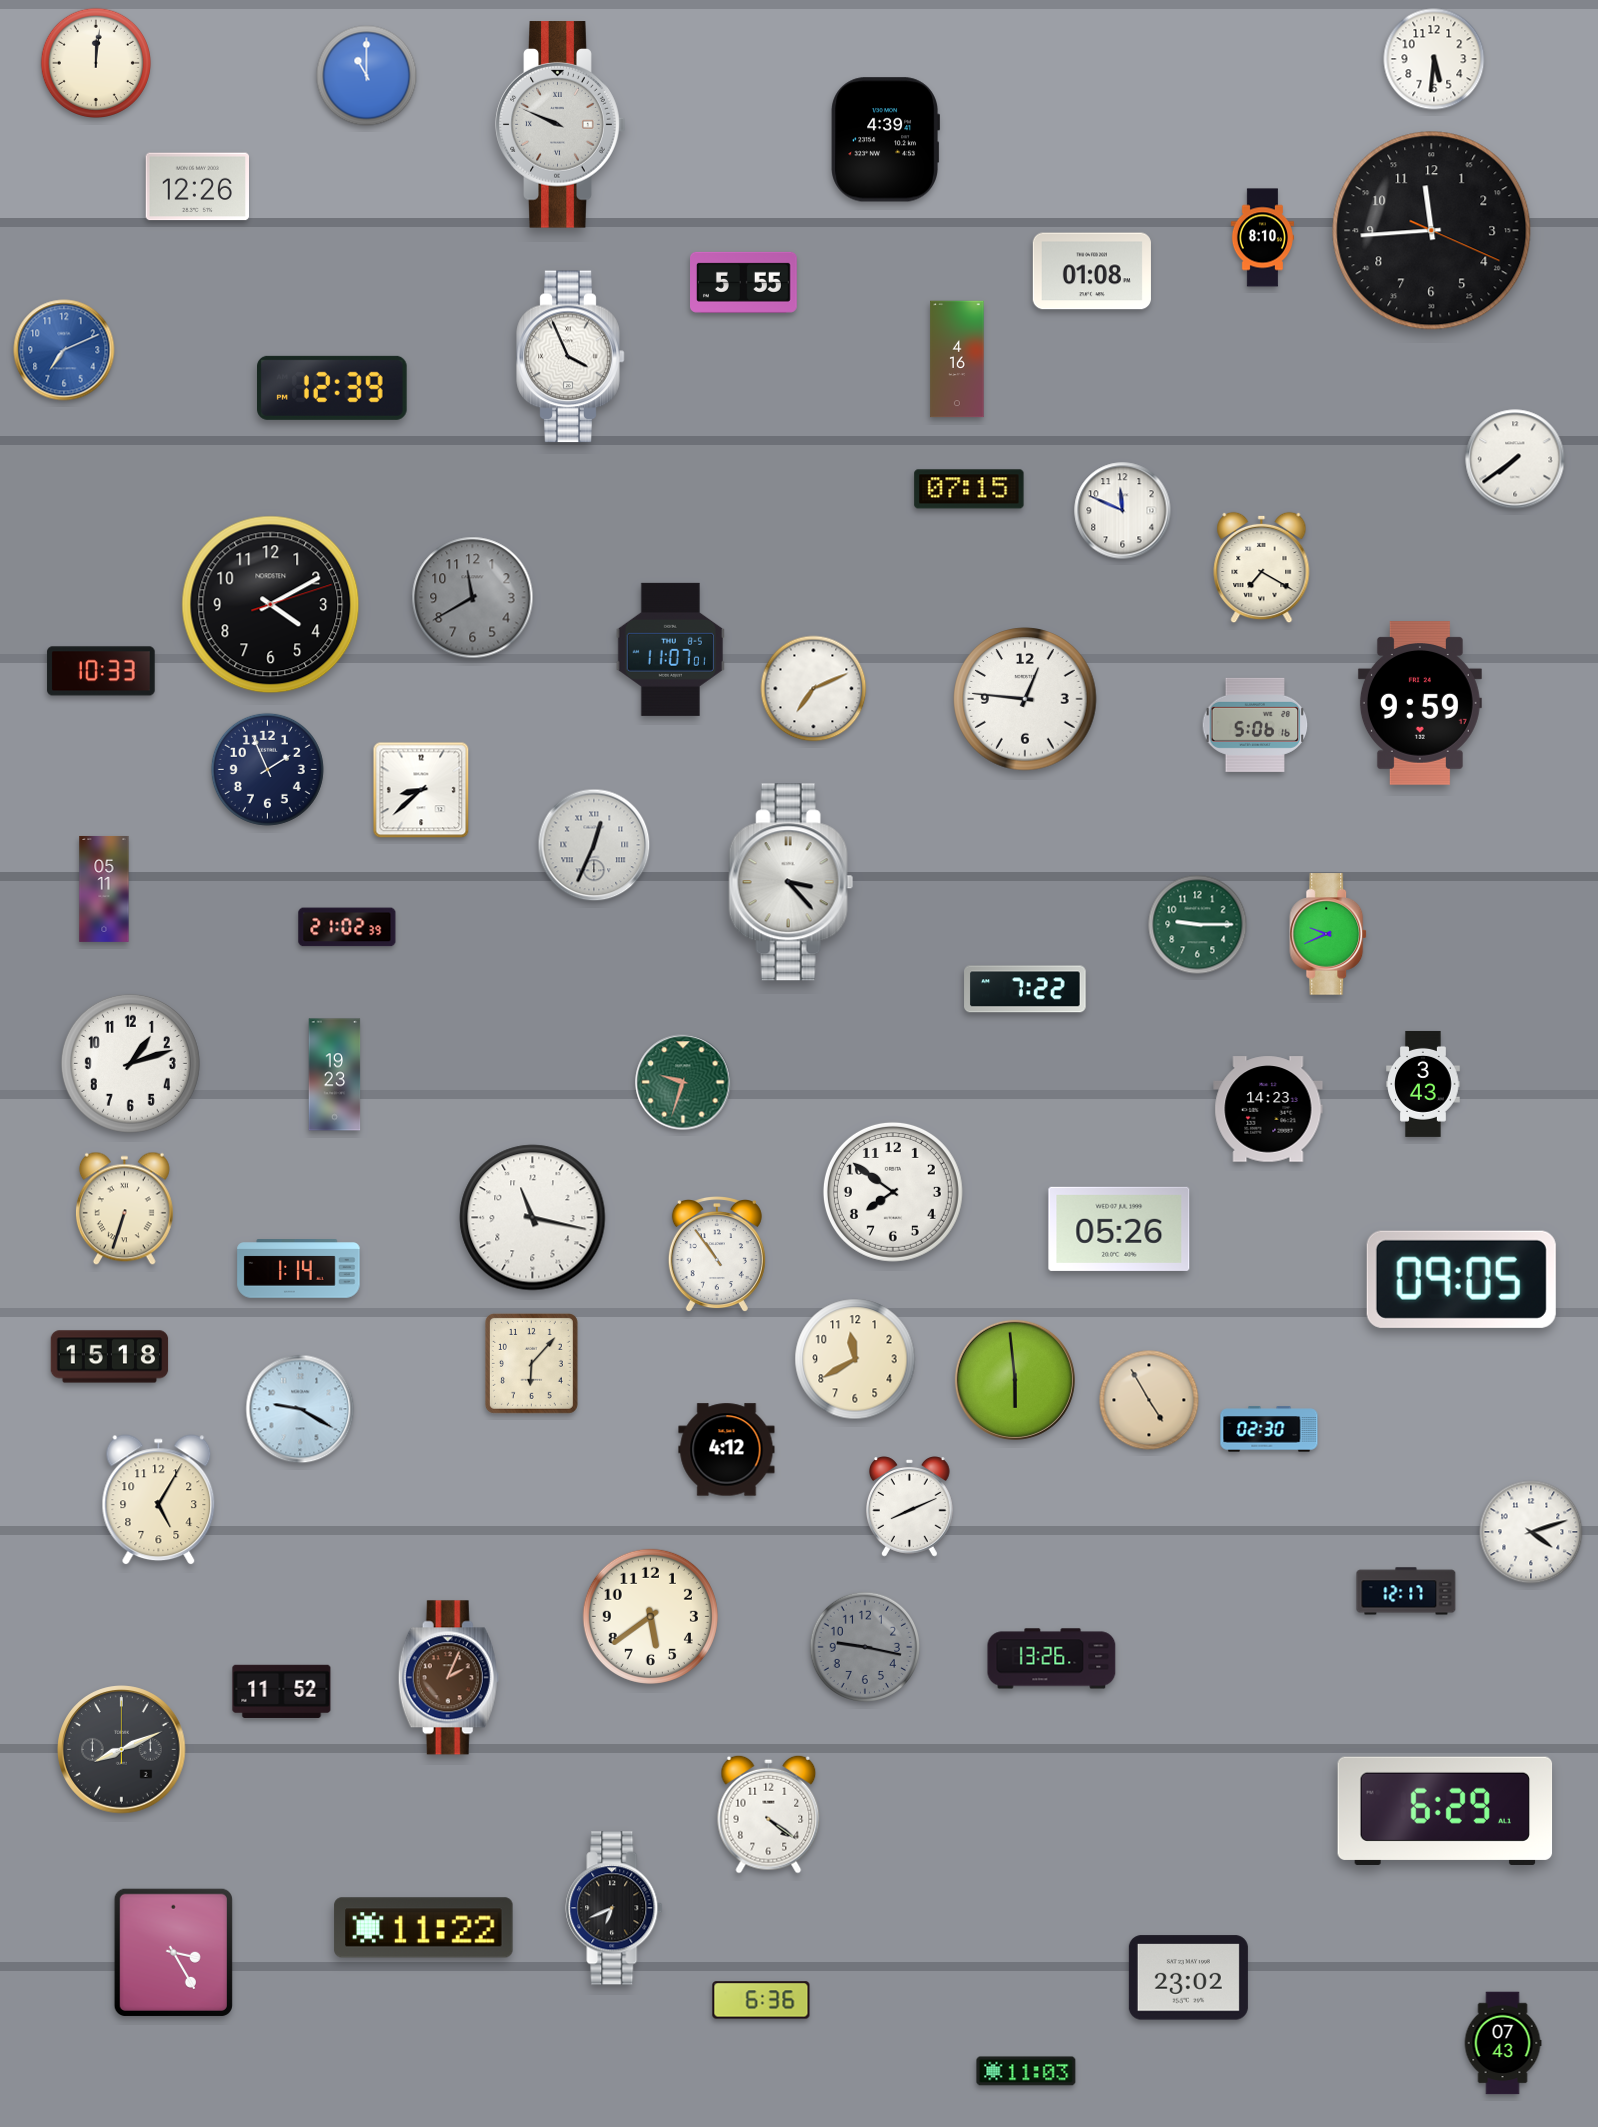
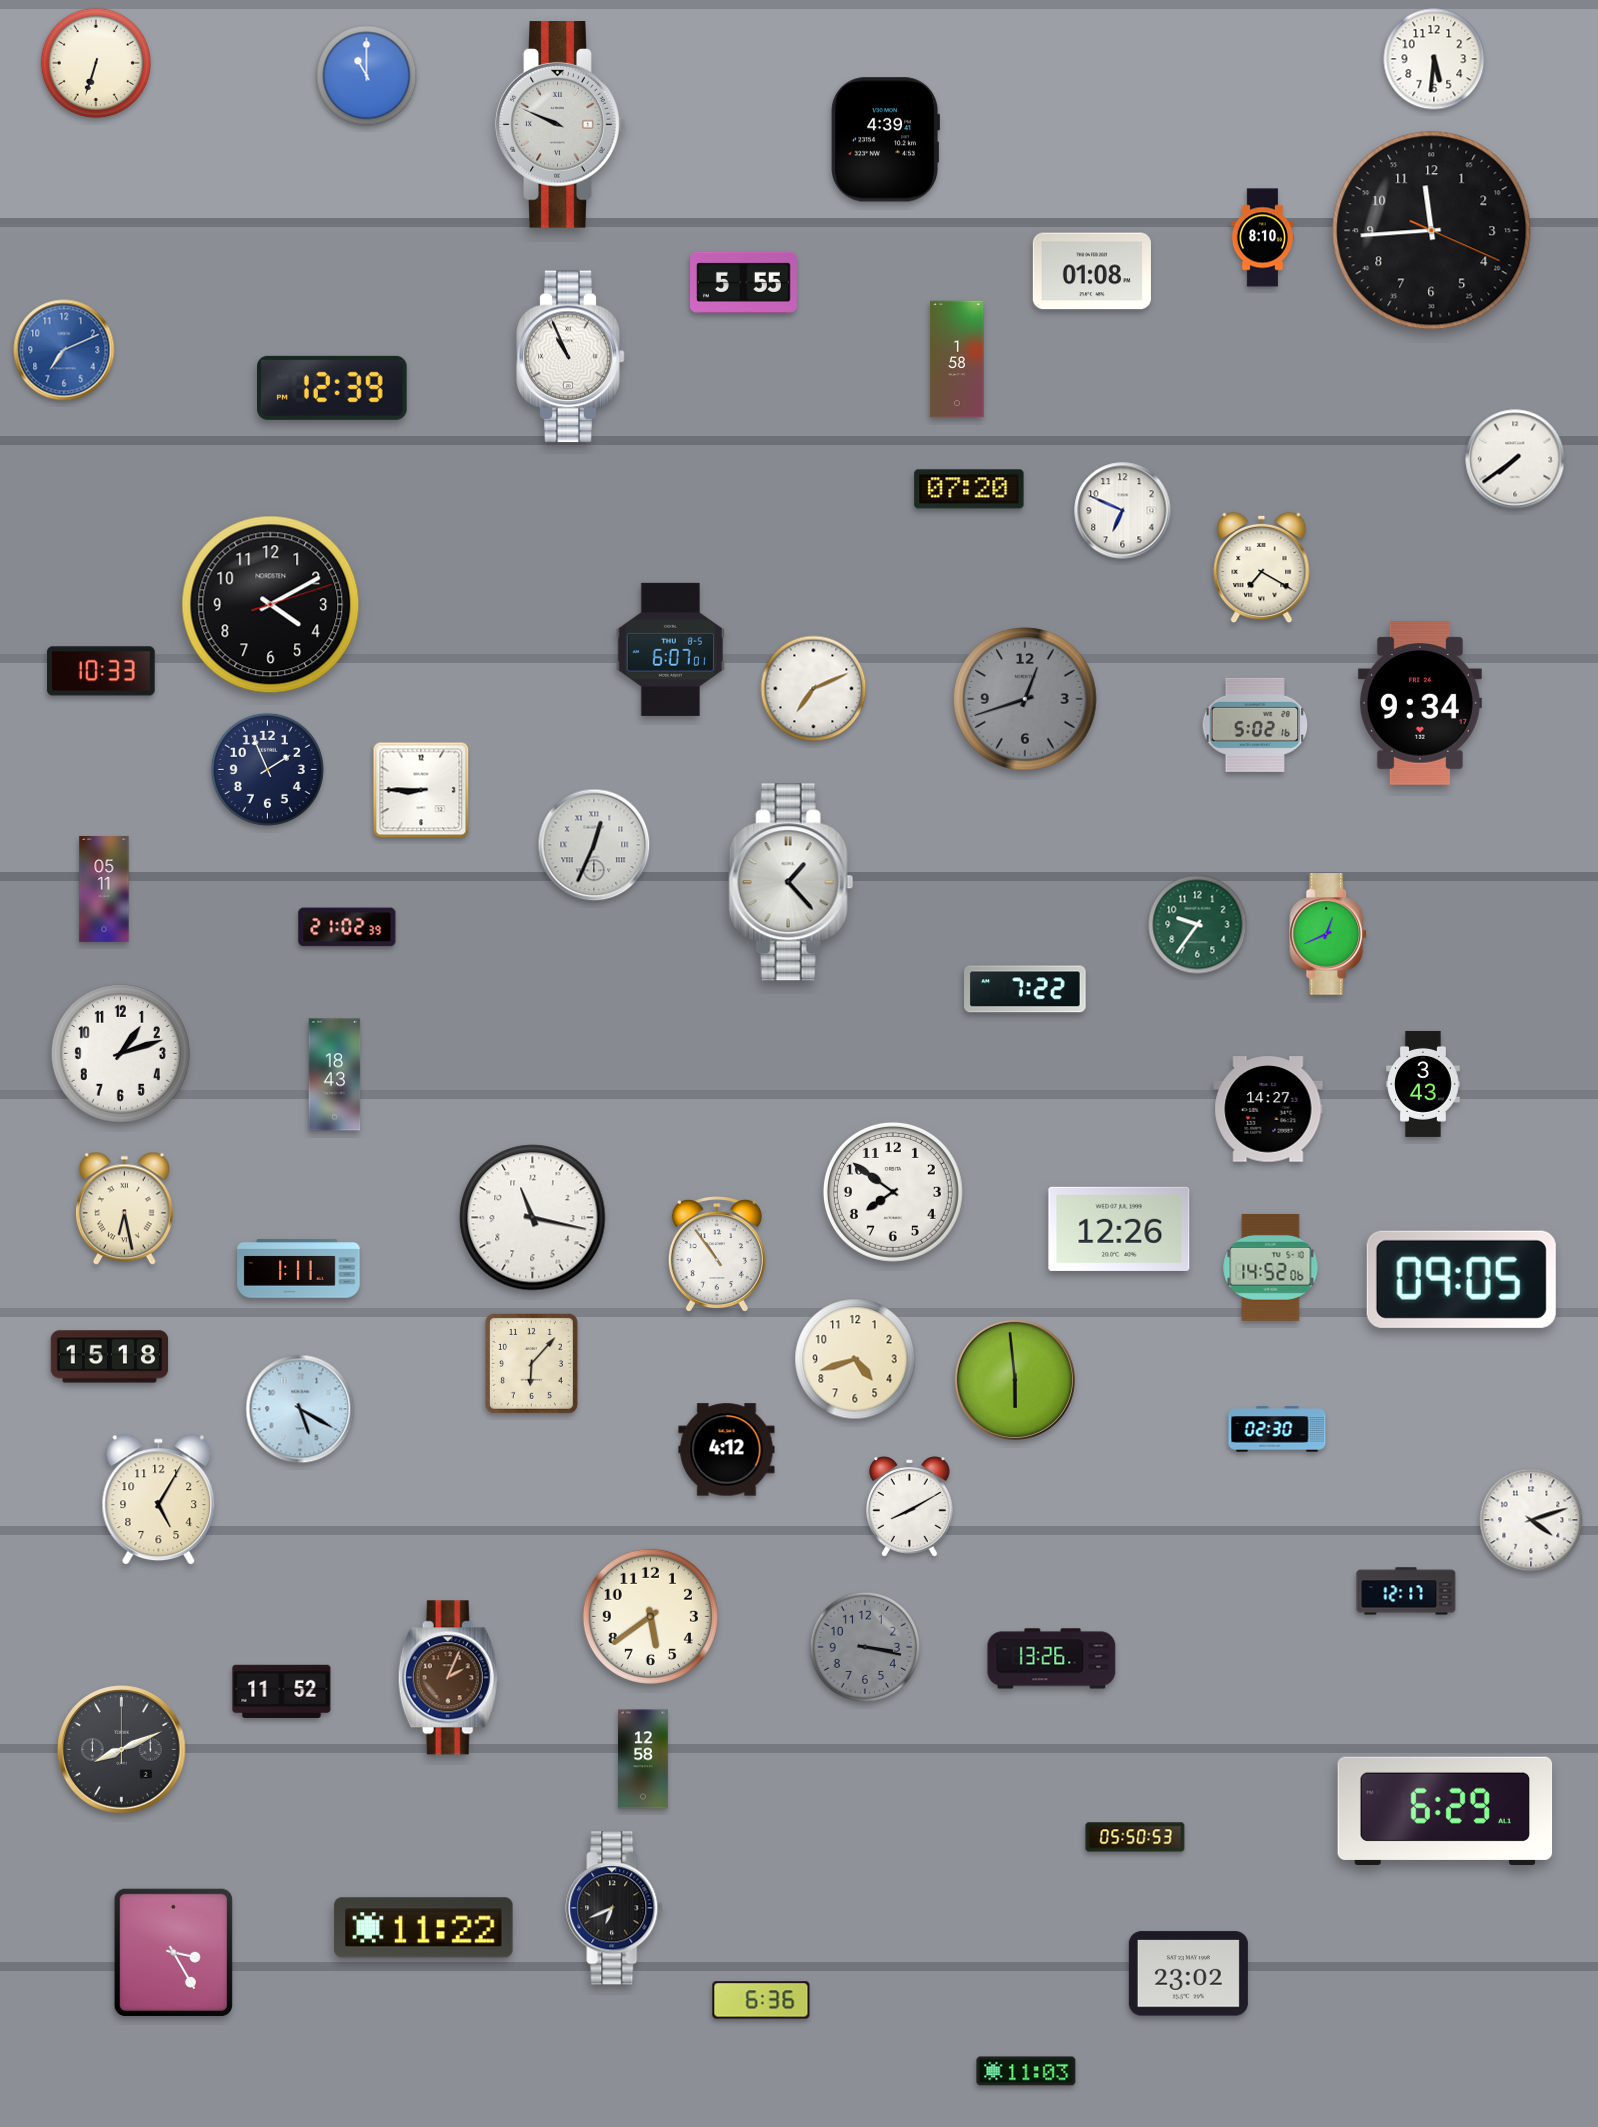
clock at (95, 62): 12:01 -> 6:33
clock at (197, 187): 12:26 -> none
clock at (571, 357): 3:56 -> 10:56
clock at (957, 359): 4:16 -> 1:58
clock at (969, 489): 07:15 -> 07:20
clock at (1123, 511): 11:49 -> 6:49
clock at (473, 598): 11:40 -> none
clock at (670, 649): 11:07 -> 6:07
clock at (1025, 699): 12:46 -> 12:42
clock at (1025, 699) dial: white -> grey
clock at (1420, 703): 9:59 -> 9:34
clock at (1255, 725): 5:06 -> 5:02
clock at (421, 790): 8:38 -> 8:45
clock at (791, 882): 3:23 -> 1:23
clock at (1198, 925): 9:15 -> 9:36
clock at (1329, 934): 9:41 -> 12:41
clock at (130, 1063) position: (130, 1063) -> (120, 1053)
clock at (335, 1075): 19:23 -> 18:43
clock at (683, 1082): 9:33 -> none
clock at (1268, 1109): 14:23 -> 14:27
clock at (124, 1209): 6:33 -> 6:28
clock at (1119, 1229): 05:26 -> 12:26
clock at (1271, 1267): none -> 14:52
clock at (299, 1269): 1:14 -> 1:11
clock at (855, 1359): 11:40 -> 4:42
clock at (1149, 1400): 4:55 -> none
clock at (300, 1409): 9:20 -> 5:20
clock at (1269, 1429) position: (1269, 1429) -> (1277, 1429)
clock at (910, 1507): 8:11 -> 8:10
clock at (1531, 1532) position: (1531, 1532) -> (1531, 1520)
clock at (864, 1646): 9:17 -> 3:17
clock at (643, 1759): none -> 12:58
clock at (769, 1814): 4:21 -> none
clock at (1135, 1837): none -> 05:50
clock at (1188, 1978) position: (1188, 1978) -> (1188, 1974)
clock at (1503, 2043): 07:43 -> none
